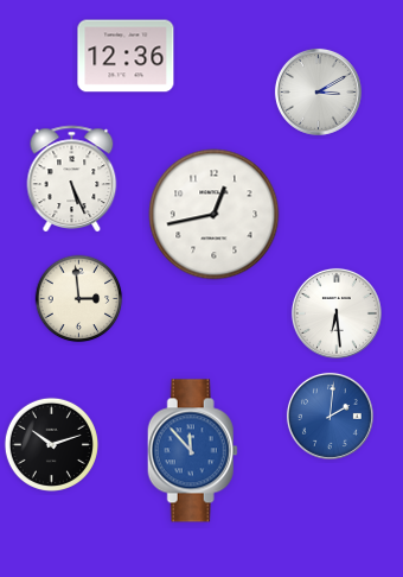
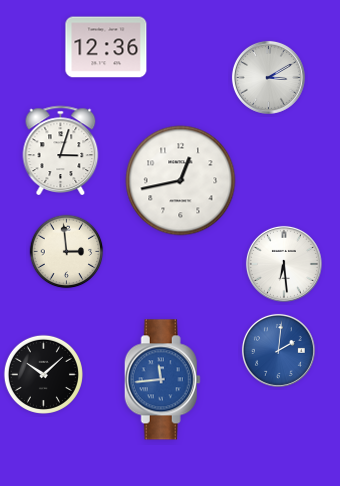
clock at (72, 178): 5:26 -> 3:03
clock at (51, 444): 10:12 -> 10:08
clock at (192, 451): 11:53 -> 11:44
